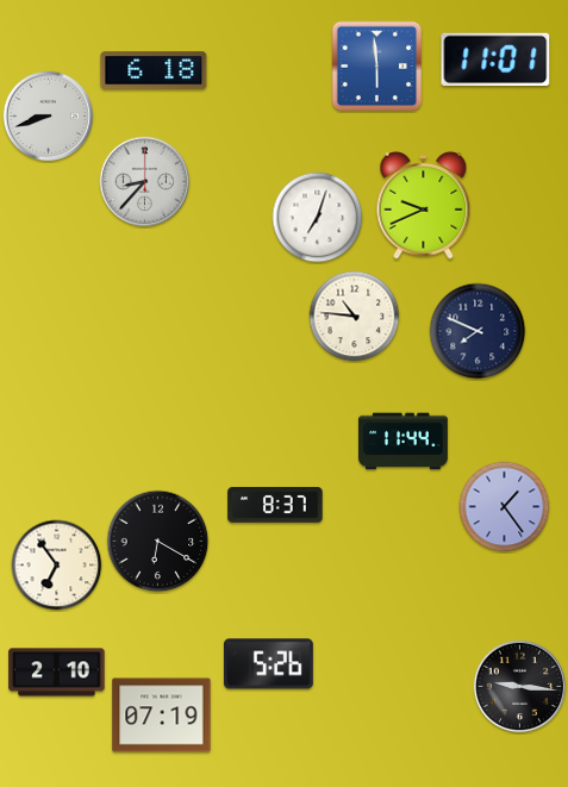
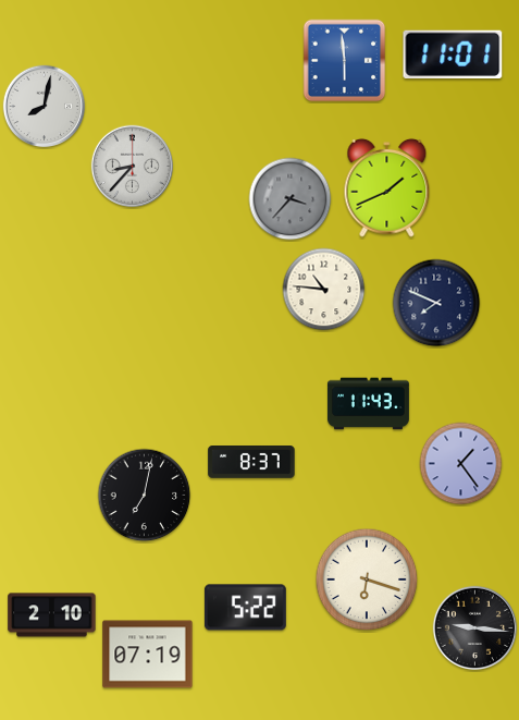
clock at (154, 70): 6:18 -> none
clock at (49, 117): 8:42 -> 8:02
clock at (424, 205): 9:41 -> 1:41
clock at (318, 218): 7:03 -> 3:37
clock at (318, 218) dial: white -> grey
clock at (402, 442): 11:44 -> 11:43
clock at (158, 542): 6:20 -> 7:02
clock at (57, 566): 6:54 -> none
clock at (367, 579): none -> 6:18
clock at (268, 664): 5:26 -> 5:22
